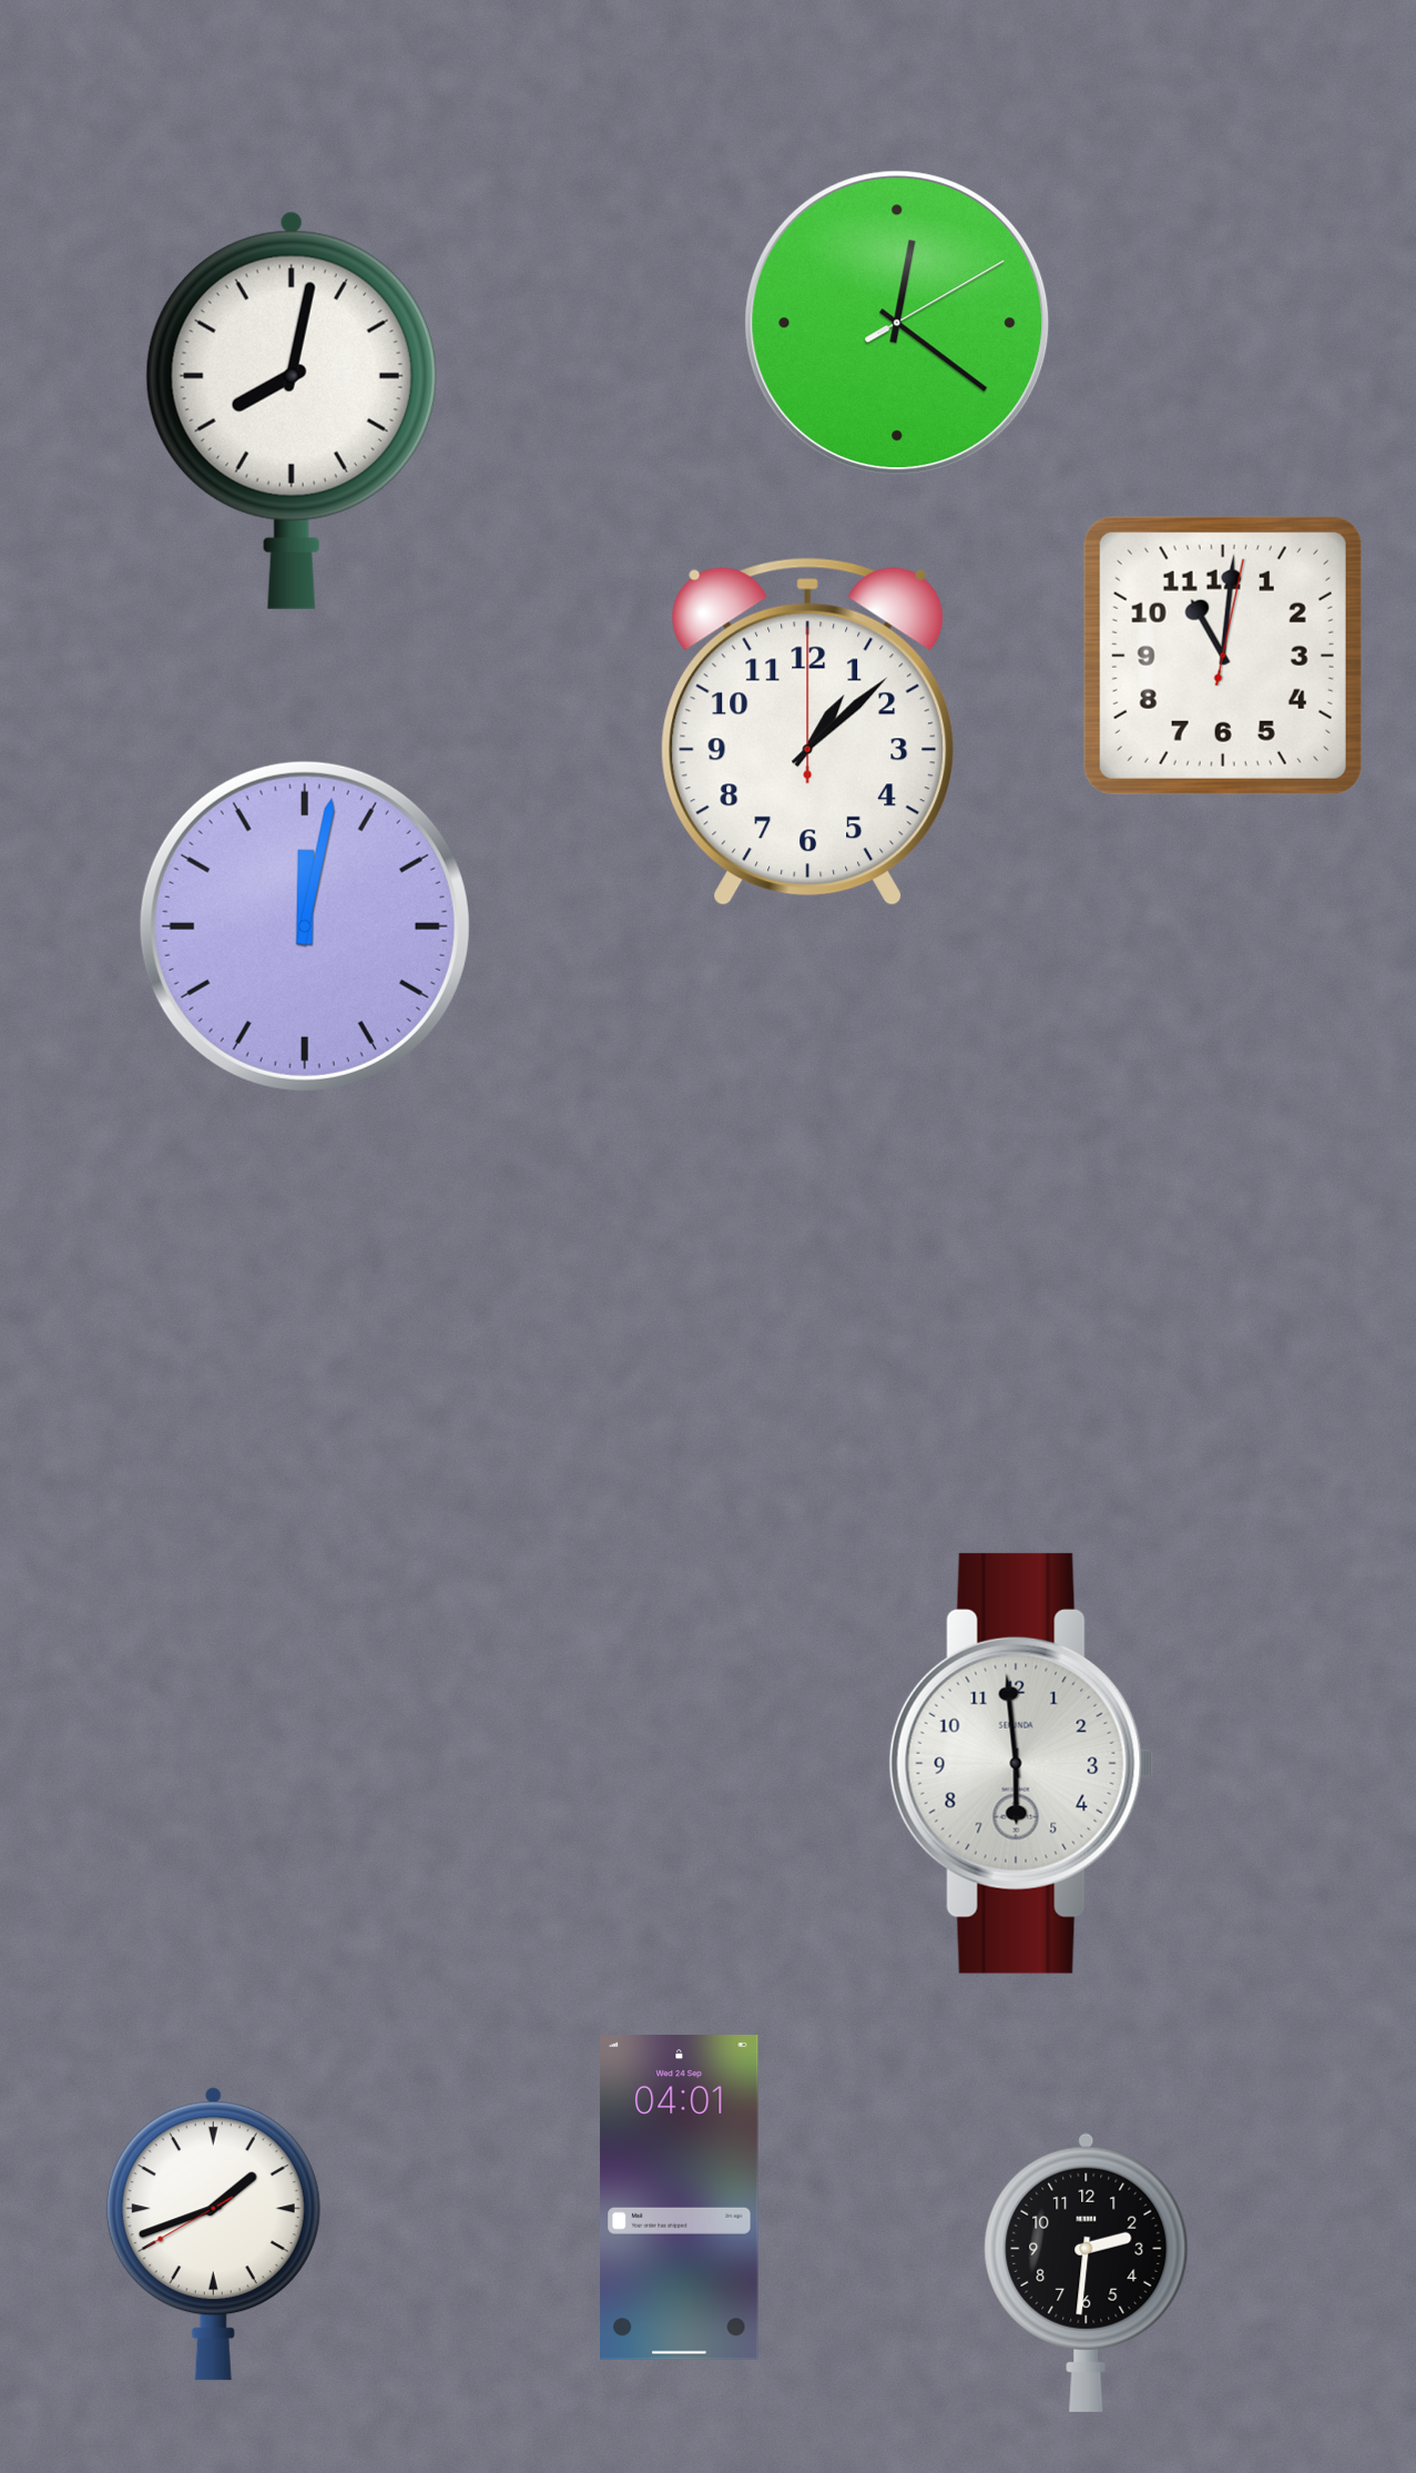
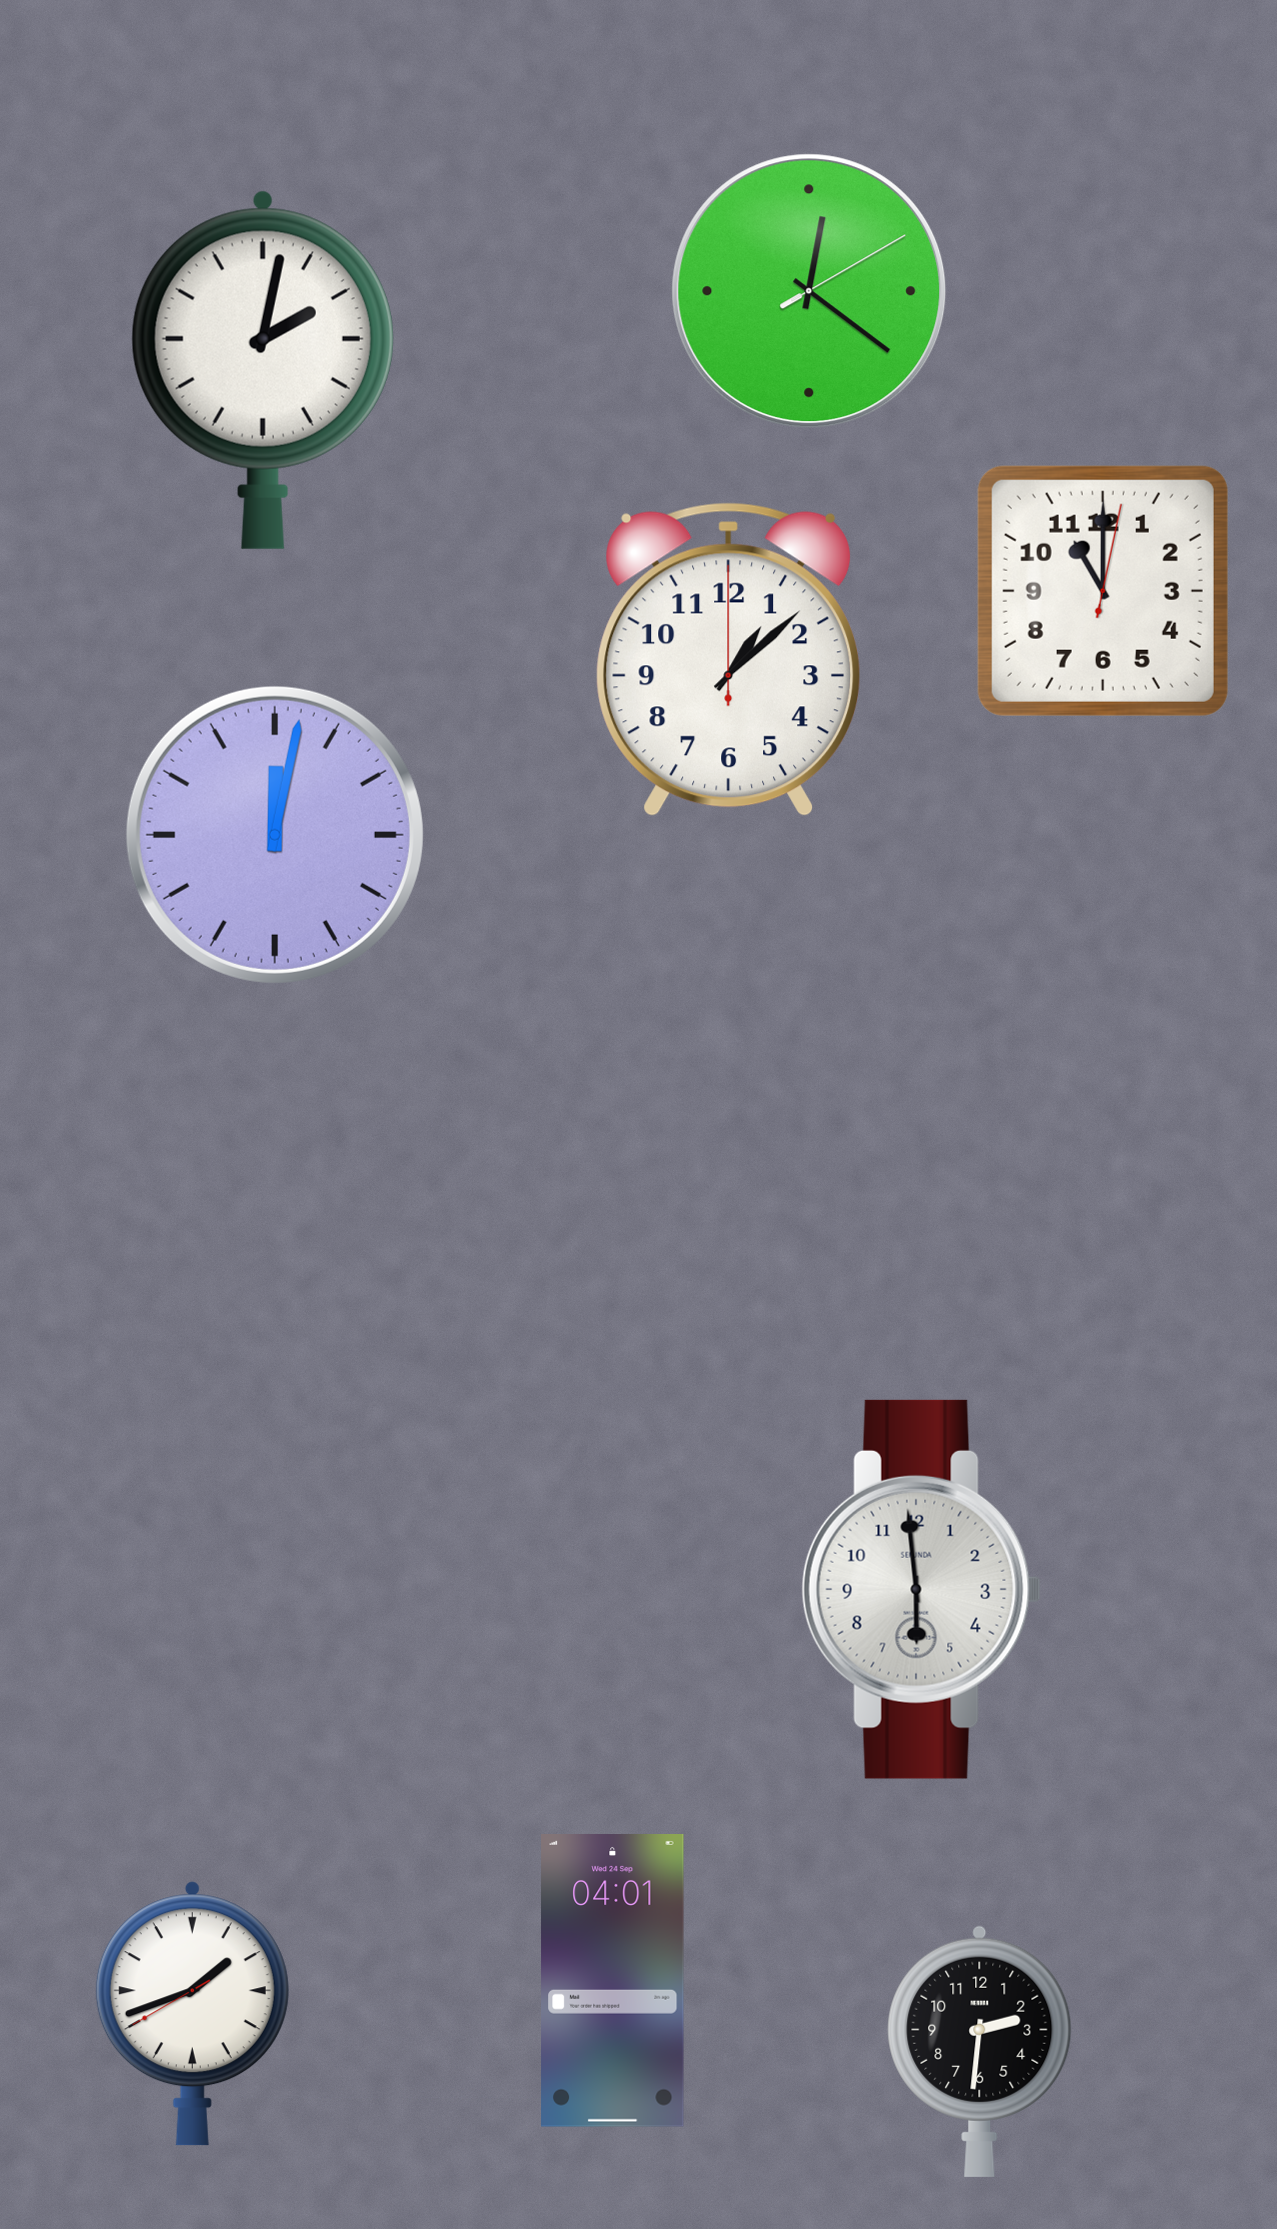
clock at (292, 411): 8:02 -> 2:02
clock at (1223, 656): 11:01 -> 11:00
clock at (1087, 2272) position: (1087, 2272) -> (980, 2051)
